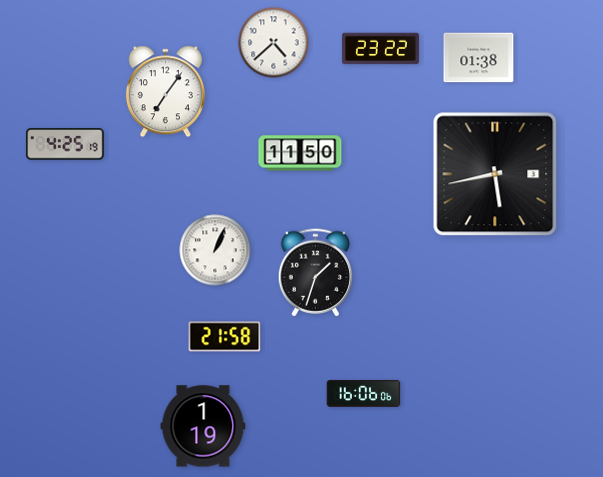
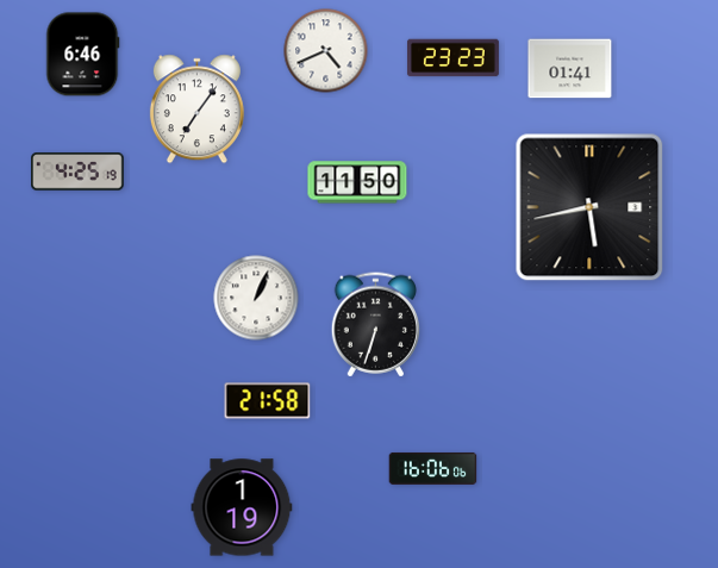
clock at (274, 43): 4:38 -> 4:41
clock at (83, 55): none -> 6:46
clock at (380, 49): 23:22 -> 23:23
clock at (479, 58): 01:38 -> 01:41
clock at (315, 273): 1:33 -> 6:33
